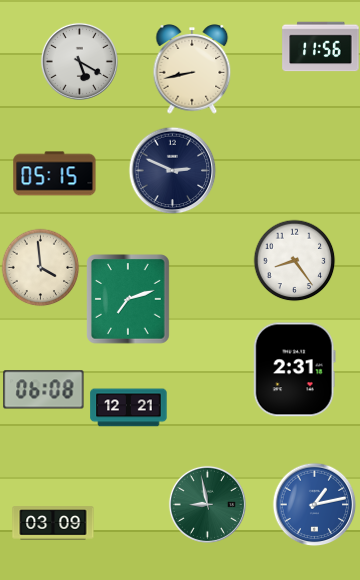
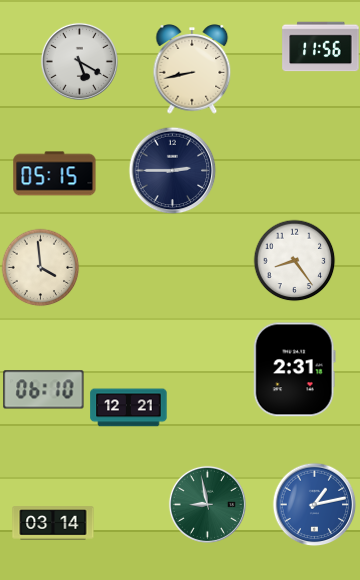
clock at (172, 170): 2:49 -> 2:45
clock at (129, 300): 7:12 -> none
clock at (44, 390): 06:08 -> 06:10
clock at (53, 523): 03:09 -> 03:14
